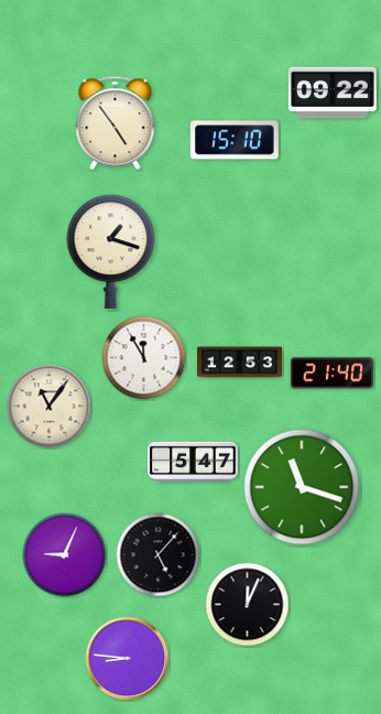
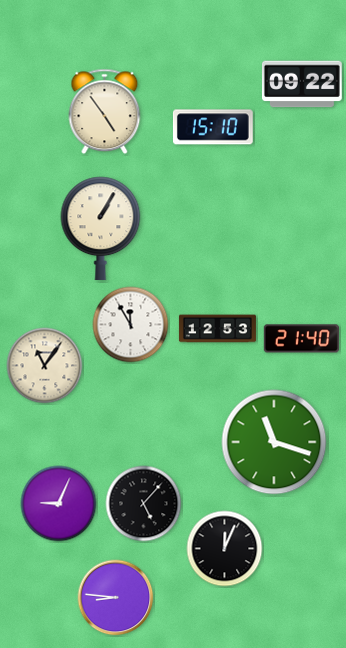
clock at (111, 252): 1:18 -> 1:05
clock at (50, 407) position: (50, 407) -> (45, 366)
clock at (193, 462): 5:47 -> none
